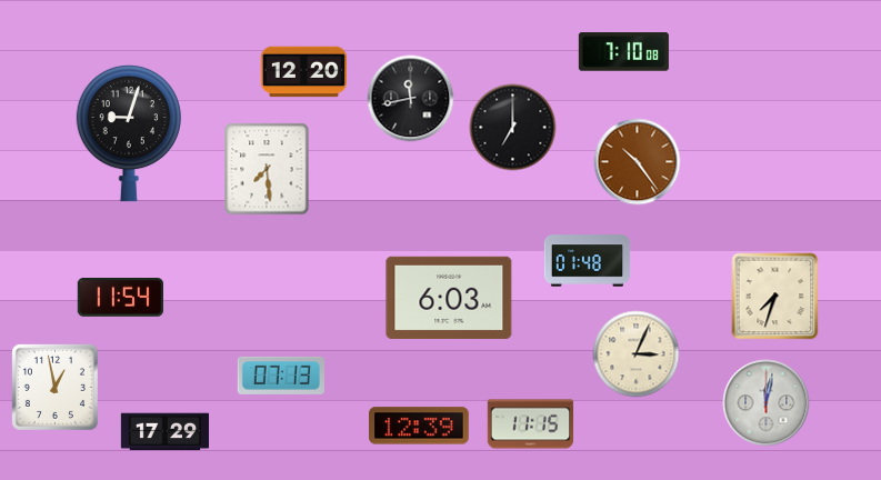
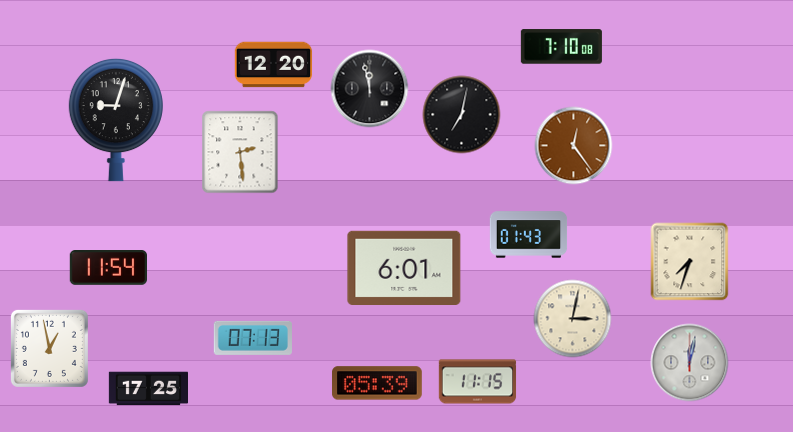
clock at (410, 98): 11:43 -> 11:58
clock at (512, 127): 7:00 -> 7:02
clock at (637, 161): 10:24 -> 12:24
clock at (267, 169): 7:29 -> 2:29
clock at (587, 261): 01:48 -> 01:43
clock at (774, 296) position: (774, 296) -> (689, 261)
clock at (449, 297): 6:03 -> 6:01
clock at (635, 353): 3:04 -> 3:02
clock at (420, 426): 12:39 -> 05:39
clock at (164, 432): 17:29 -> 17:25
